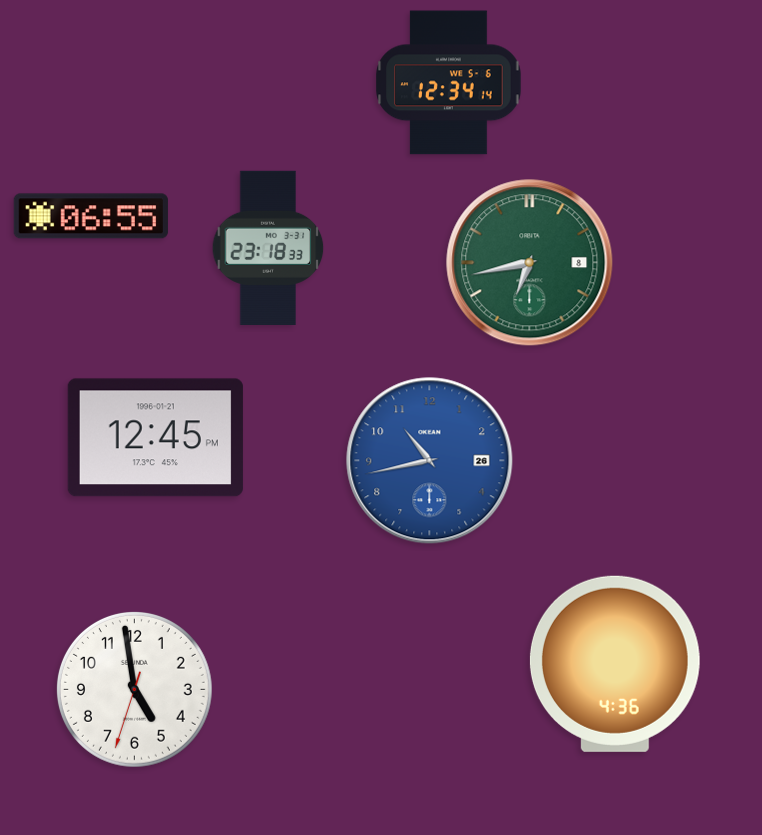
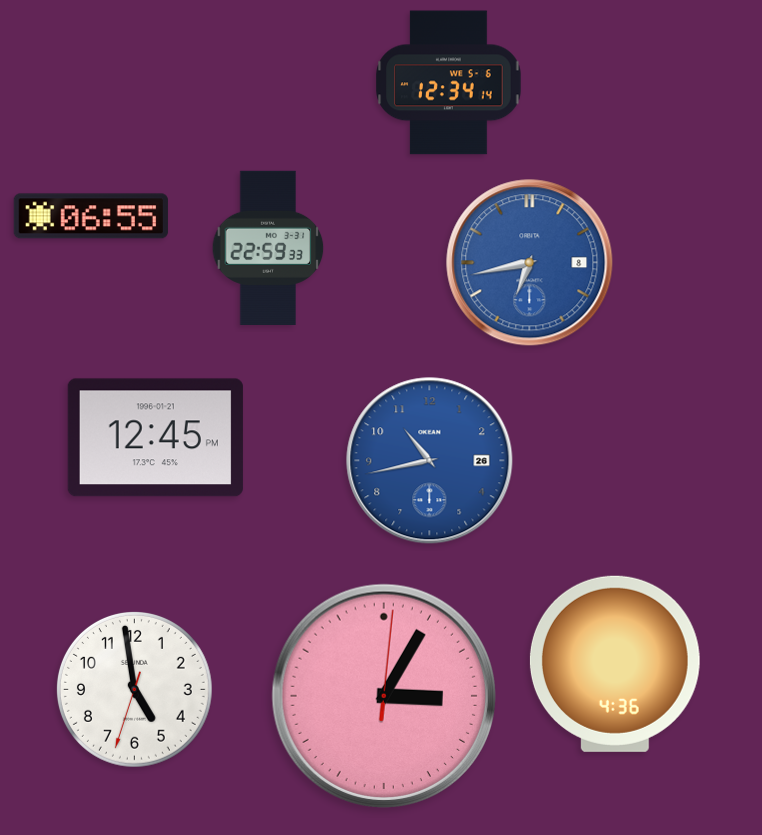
clock at (268, 248): 23:18 -> 22:59
clock at (530, 263) dial: green -> blue
clock at (384, 696): none -> 3:05
